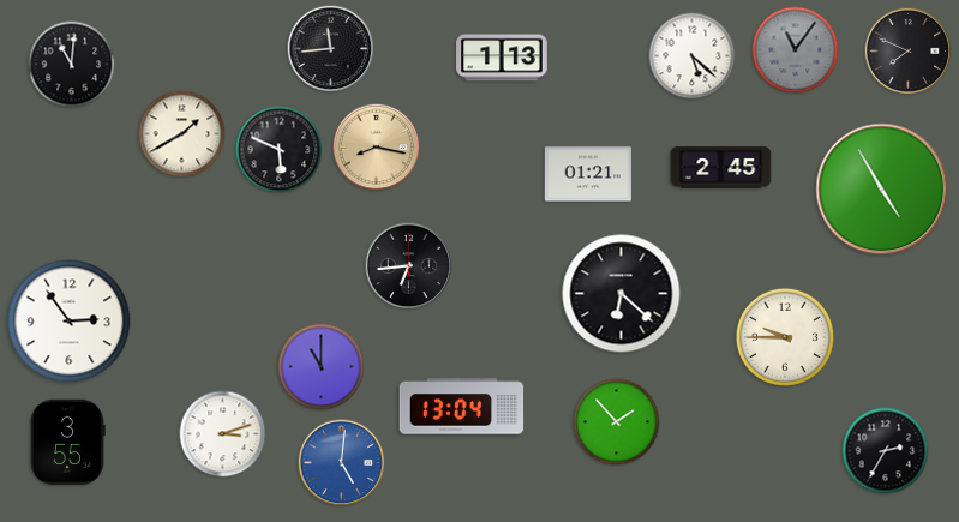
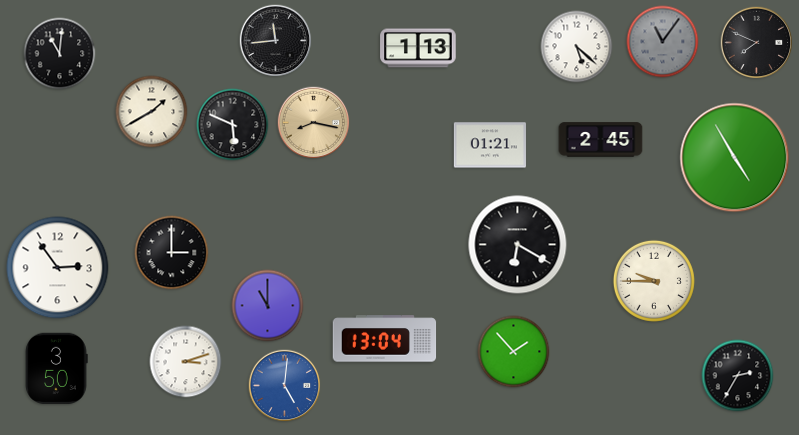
clock at (409, 266): 6:44 -> none
clock at (622, 294): 6:22 -> 6:20
clock at (172, 253): none -> 3:00
clock at (67, 443): 3:55 -> 3:50
